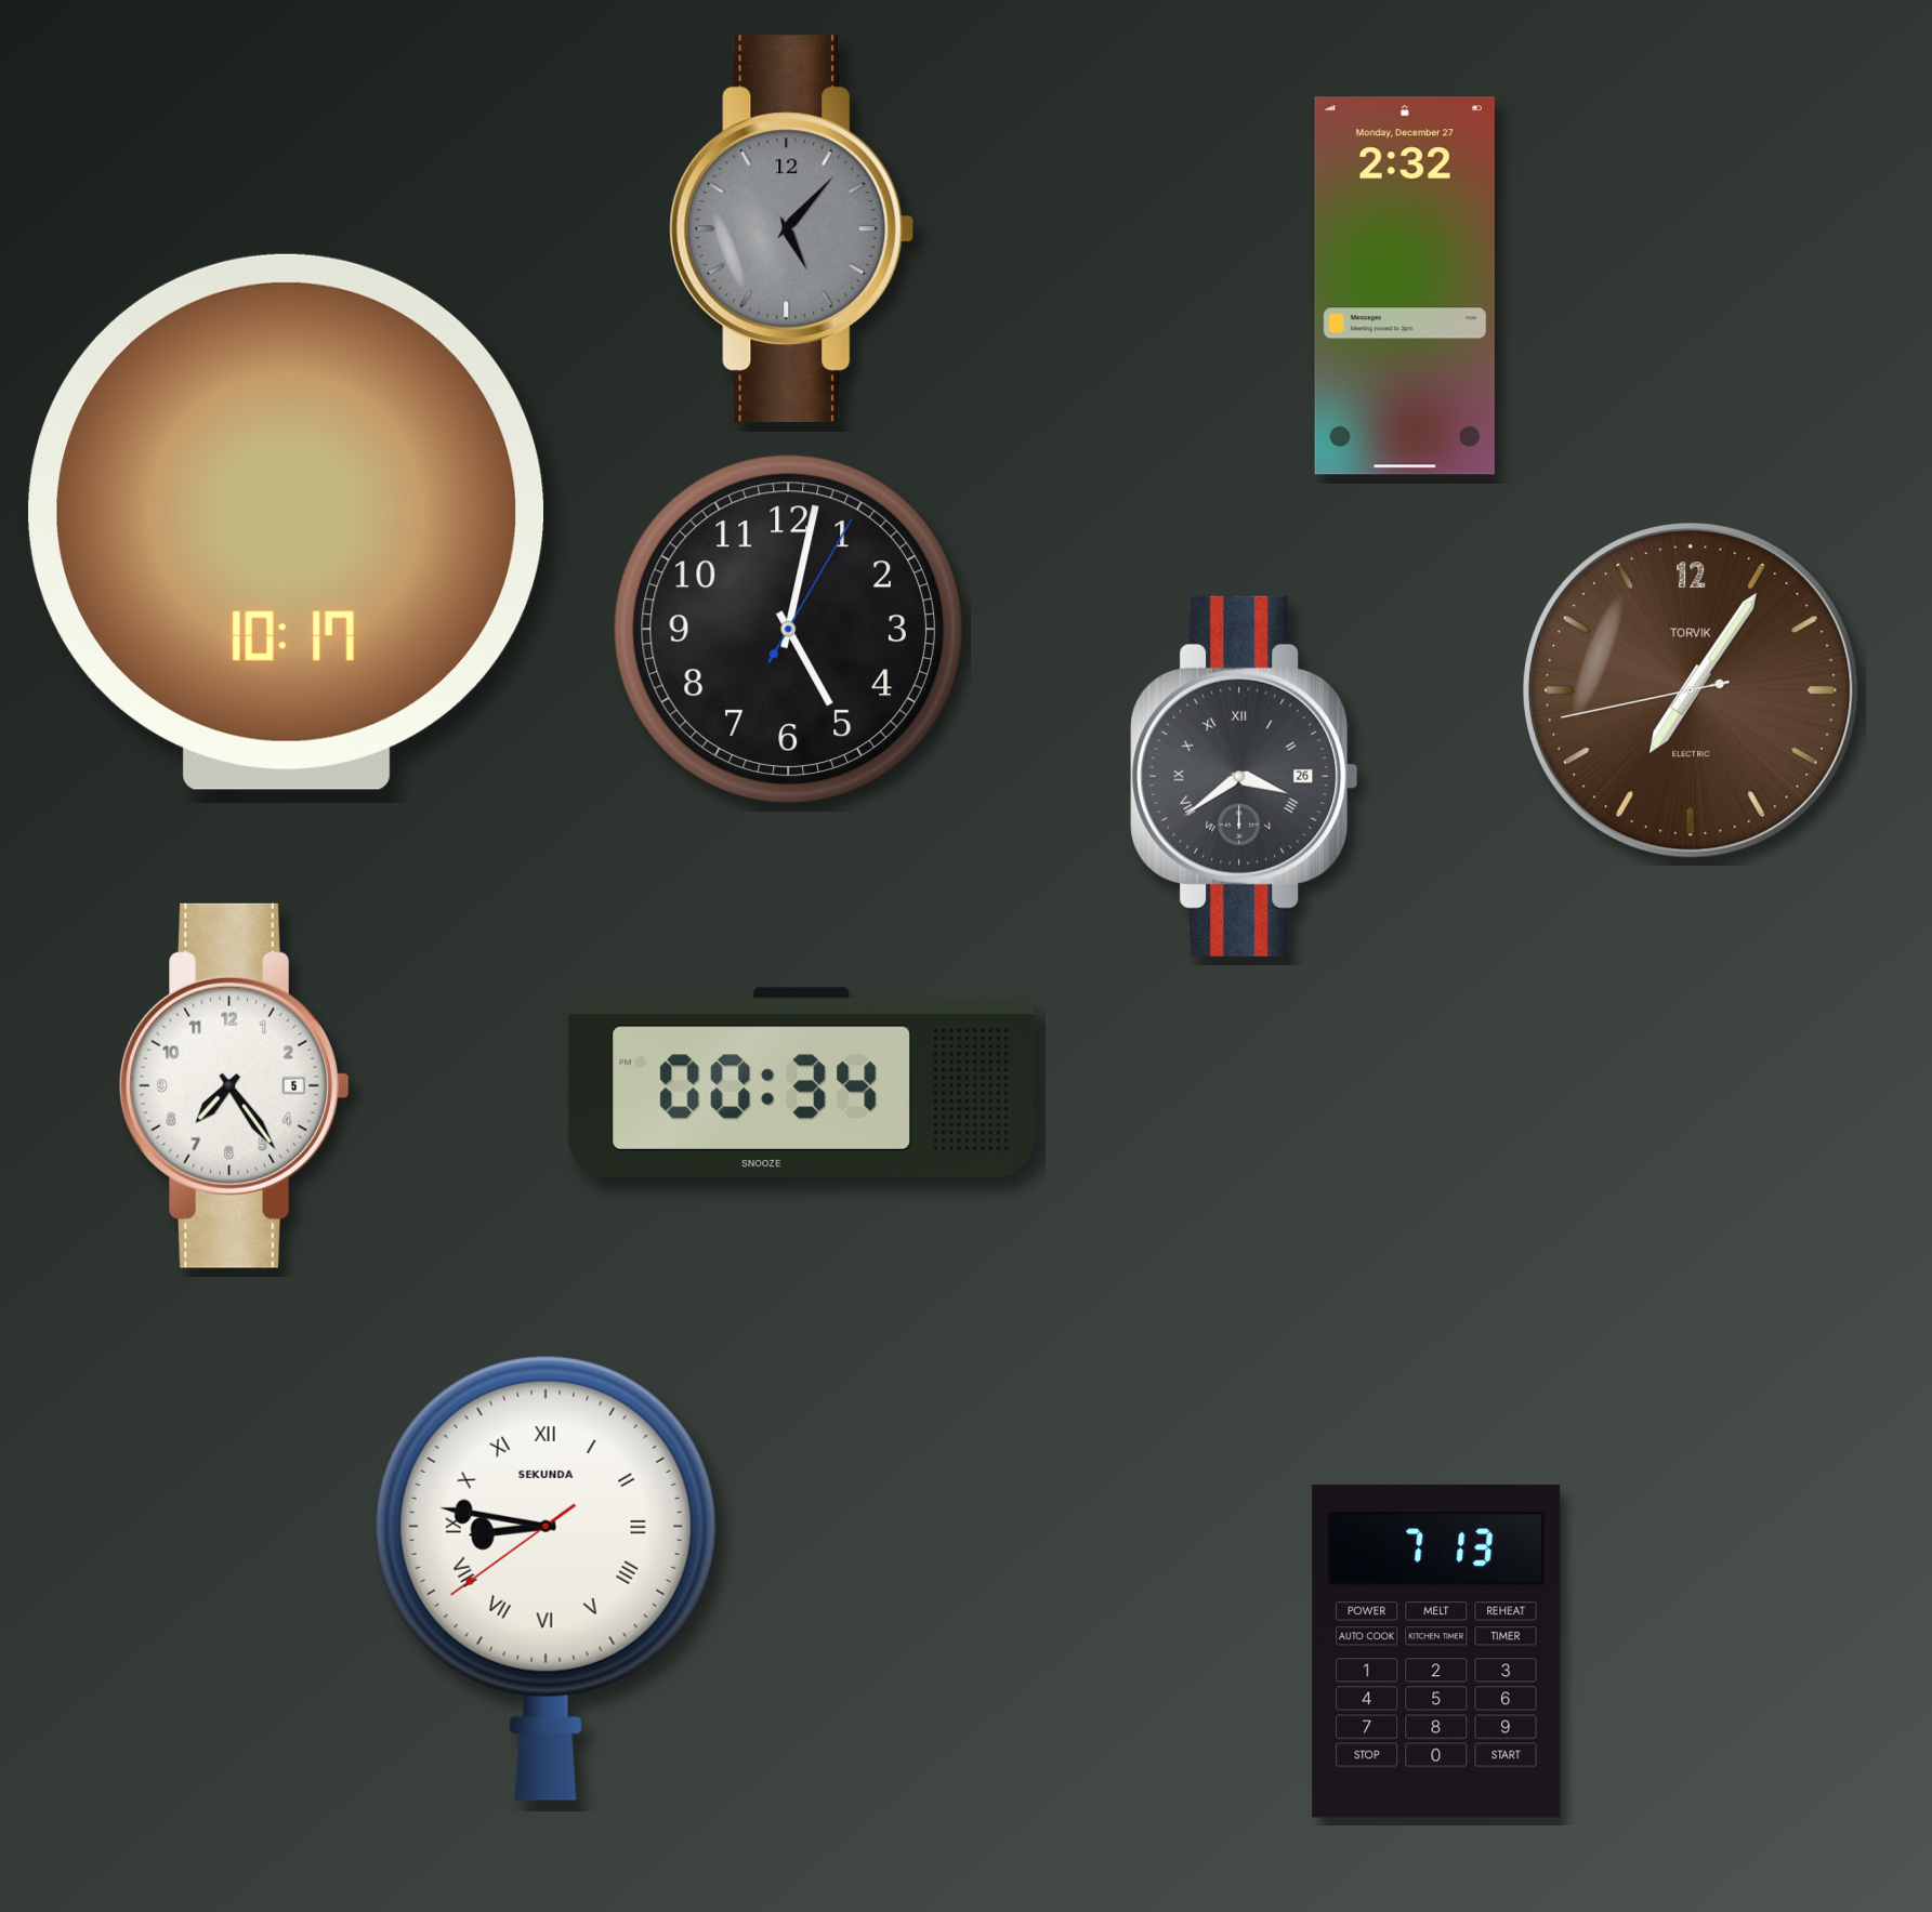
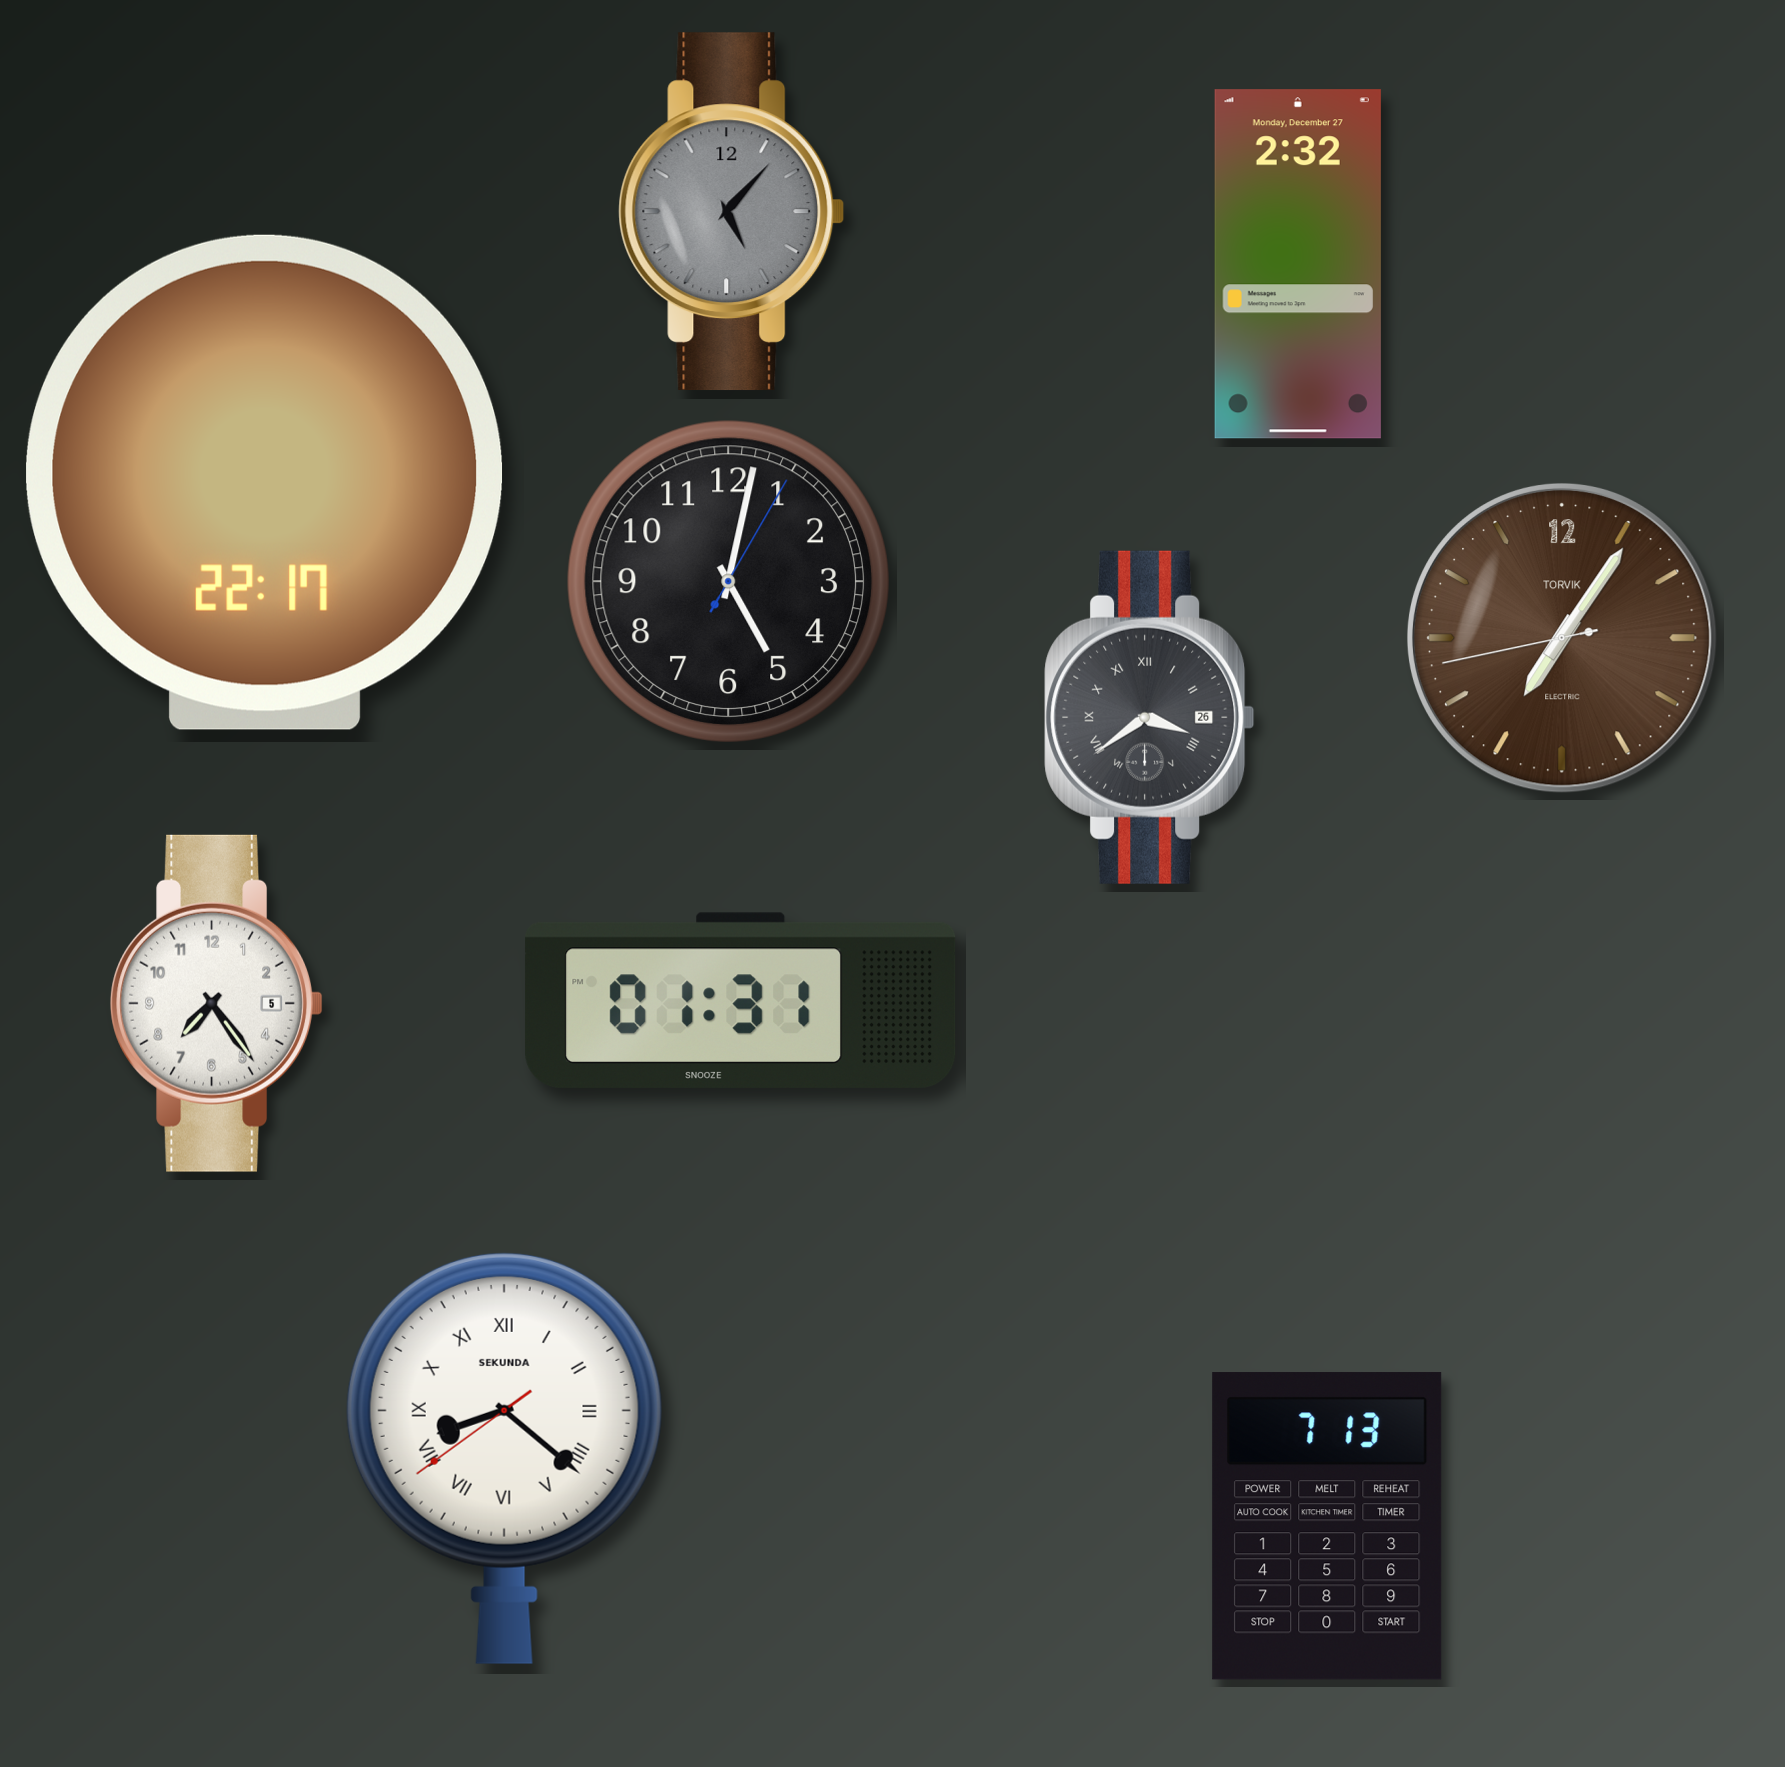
clock at (287, 522): 10:17 -> 22:17
clock at (802, 1082): 00:34 -> 01:31
clock at (546, 1578): 8:46 -> 8:21
